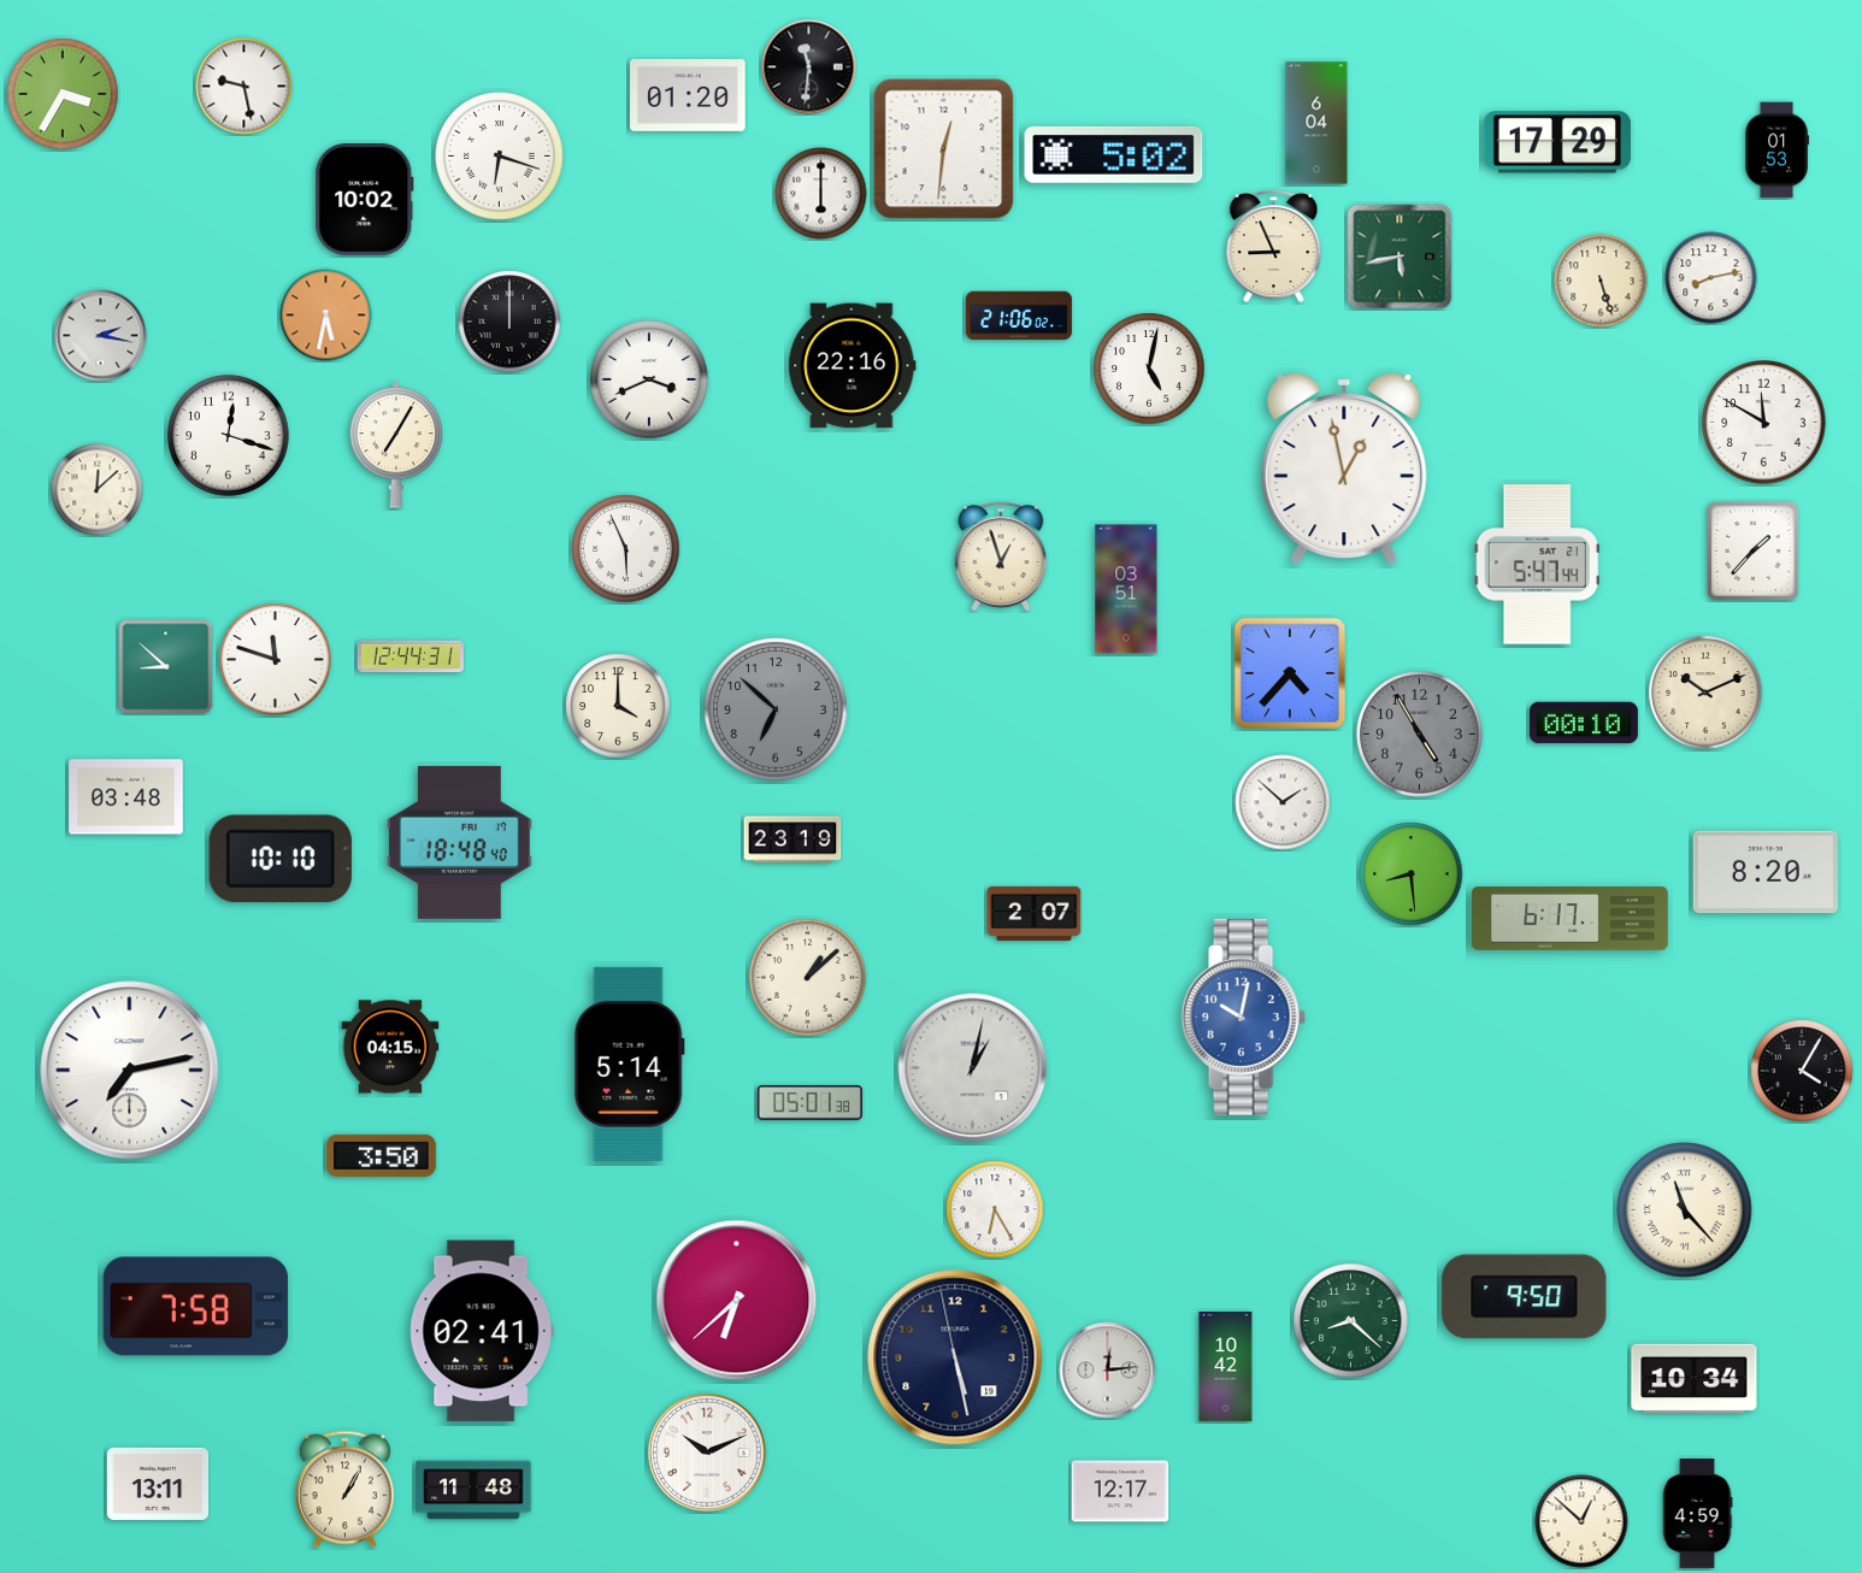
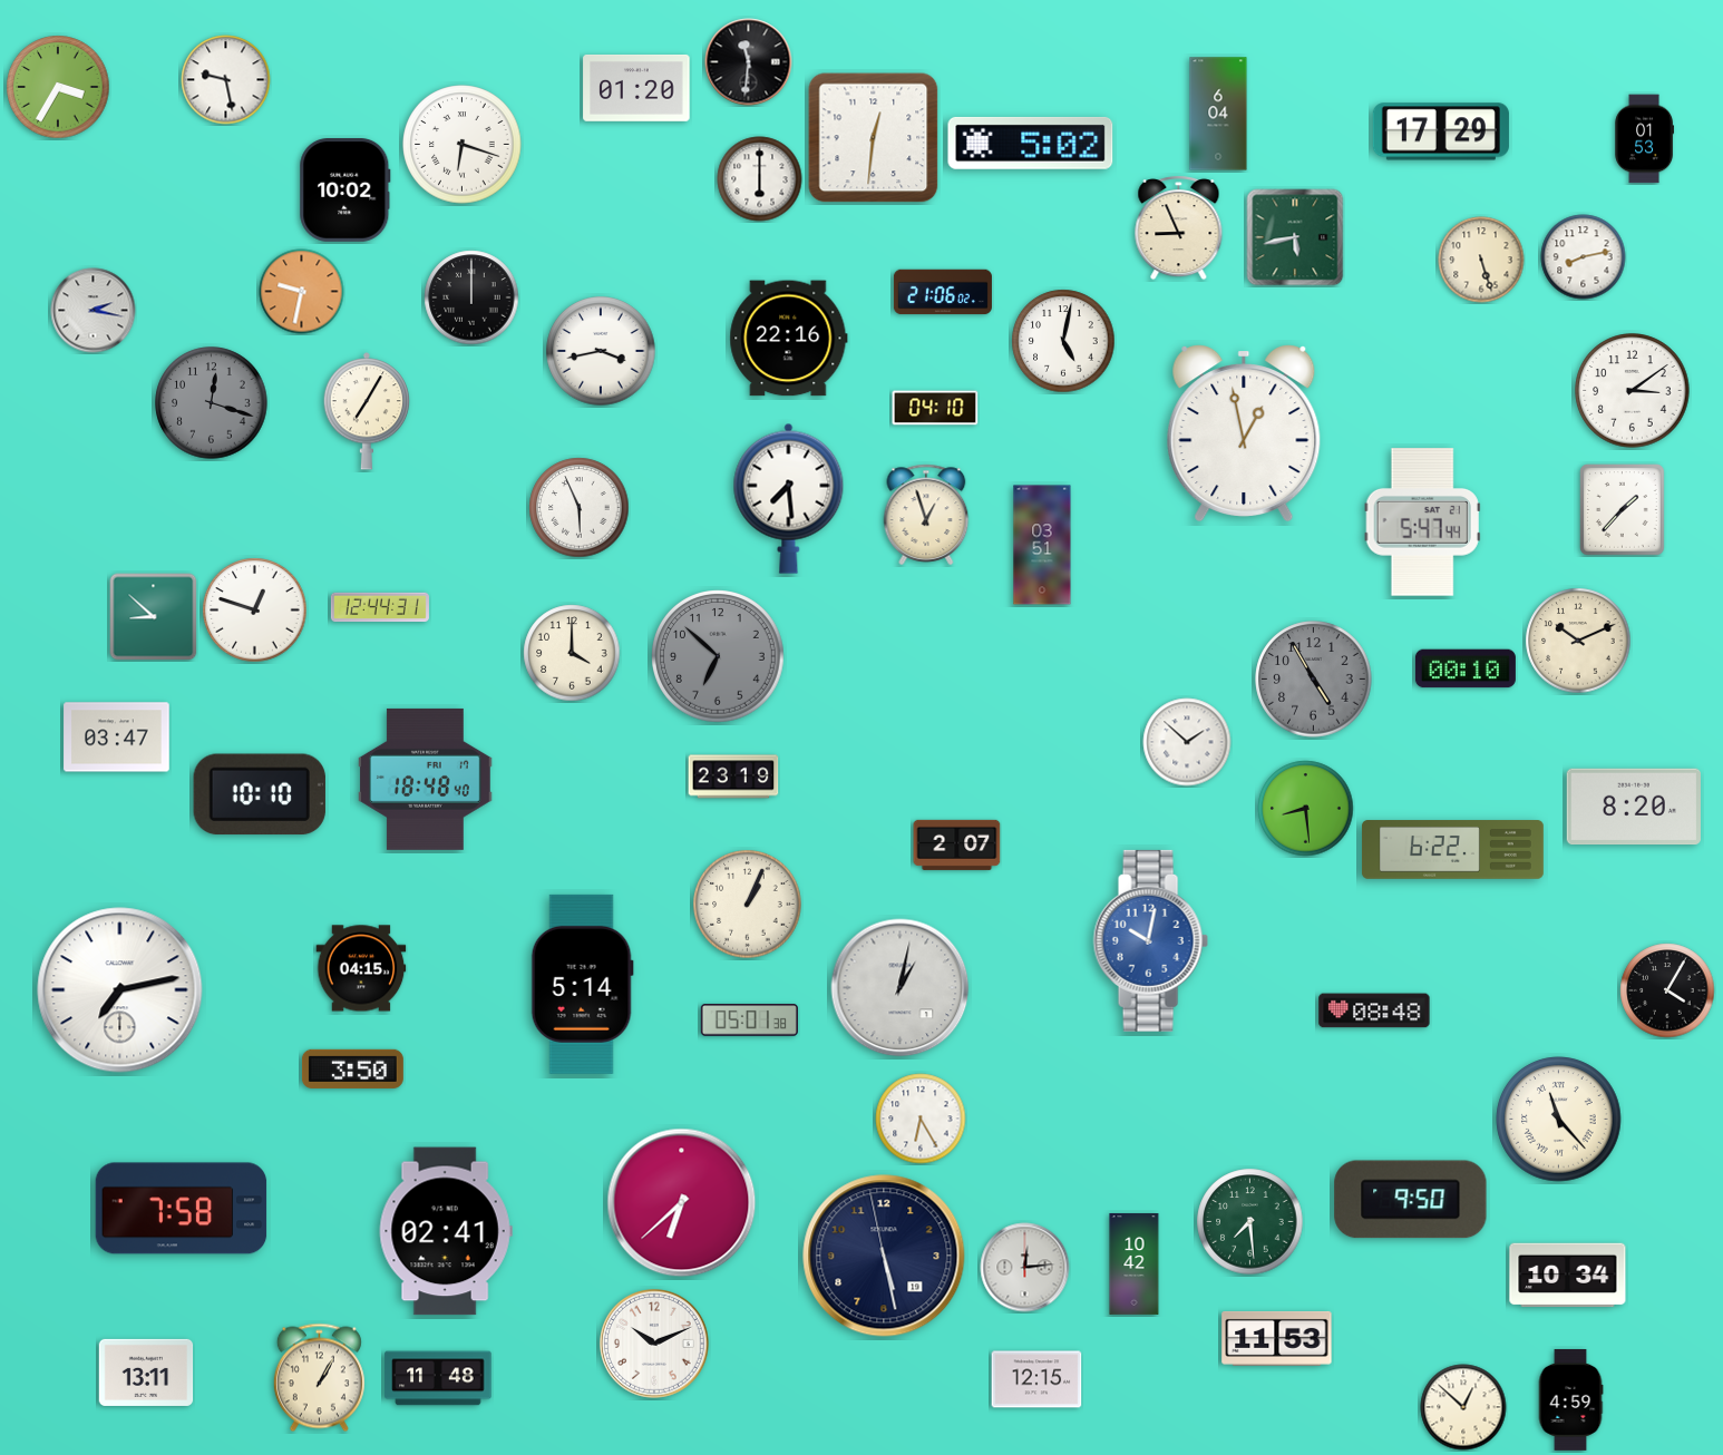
clock at (365, 200) position: (365, 200) -> (345, 191)
clock at (326, 316): 5:32 -> 9:32
clock at (649, 379): 3:41 -> 3:43
clock at (1764, 423): 11:50 -> 3:09
clock at (229, 436) dial: white -> grey
clock at (935, 408): none -> 04:10
clock at (98, 490): 12:08 -> none
clock at (789, 498): none -> 7:29
clock at (276, 660): 11:48 -> 12:48
clock at (1290, 673): 4:37 -> none
clock at (126, 797): 03:48 -> 03:47
clock at (1569, 919): 6:17 -> 6:22
clock at (808, 978): 1:08 -> 1:04
clock at (1374, 1010): none -> 08:48
clock at (1351, 1321): 8:22 -> 7:29
clock at (1277, 1338): none -> 11:53
clock at (1120, 1491): 12:17 -> 12:15
